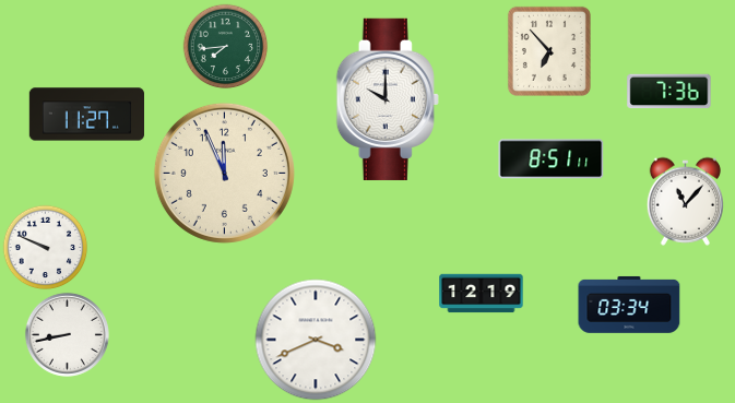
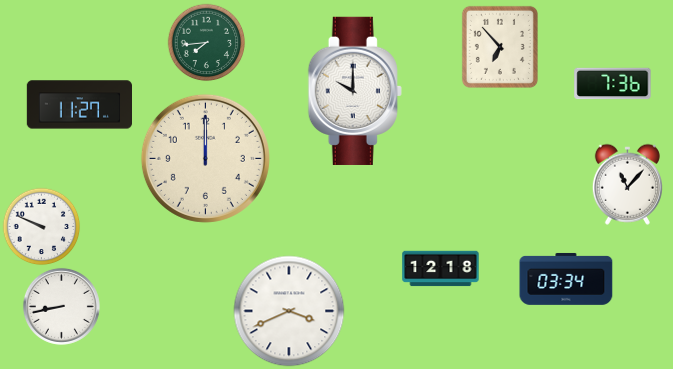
clock at (549, 51) position: (549, 51) -> (500, 47)
clock at (552, 159): 8:51 -> none
clock at (224, 173): 11:56 -> 12:00
clock at (482, 294): 12:19 -> 12:18
clock at (629, 305) position: (629, 305) -> (566, 279)
